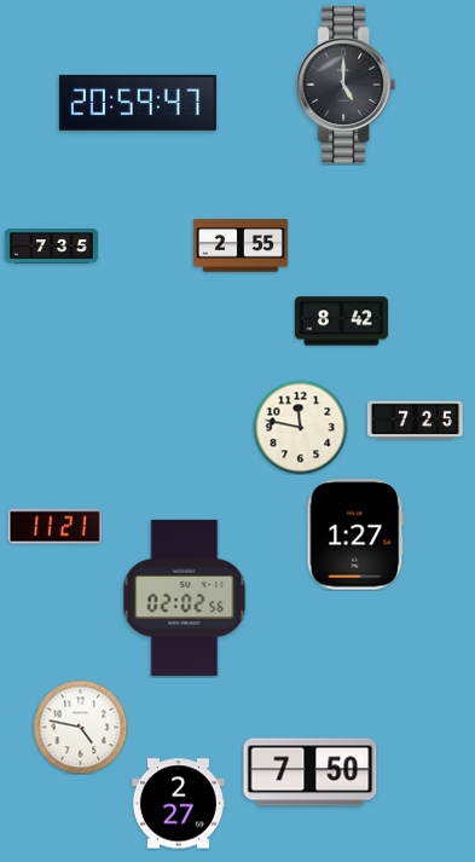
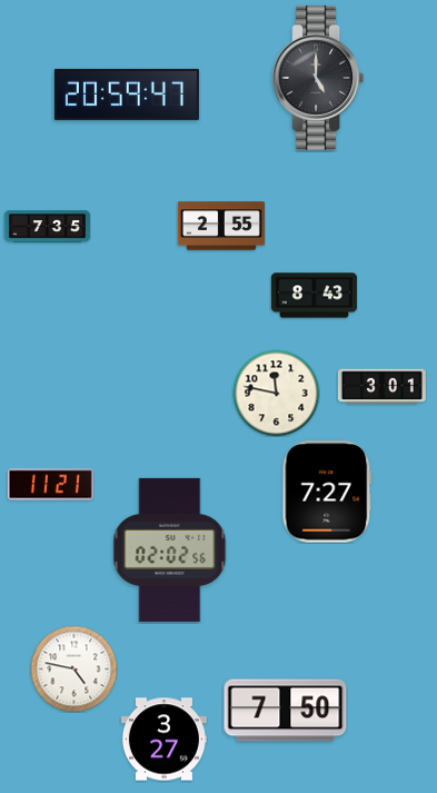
clock at (341, 322): 8:42 -> 8:43
clock at (415, 421): 7:25 -> 3:01
clock at (355, 534): 1:27 -> 7:27
clock at (178, 804): 2:27 -> 3:27
